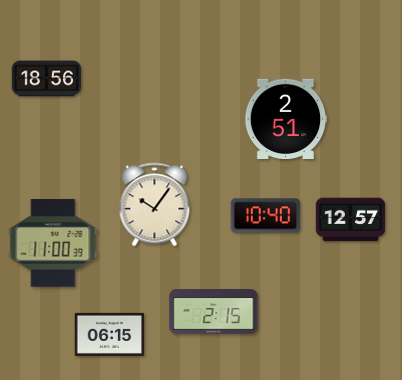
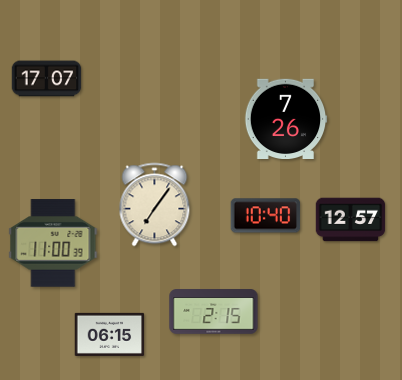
clock at (47, 79): 18:56 -> 17:07
clock at (286, 118): 2:51 -> 7:26
clock at (155, 205): 10:06 -> 7:06
